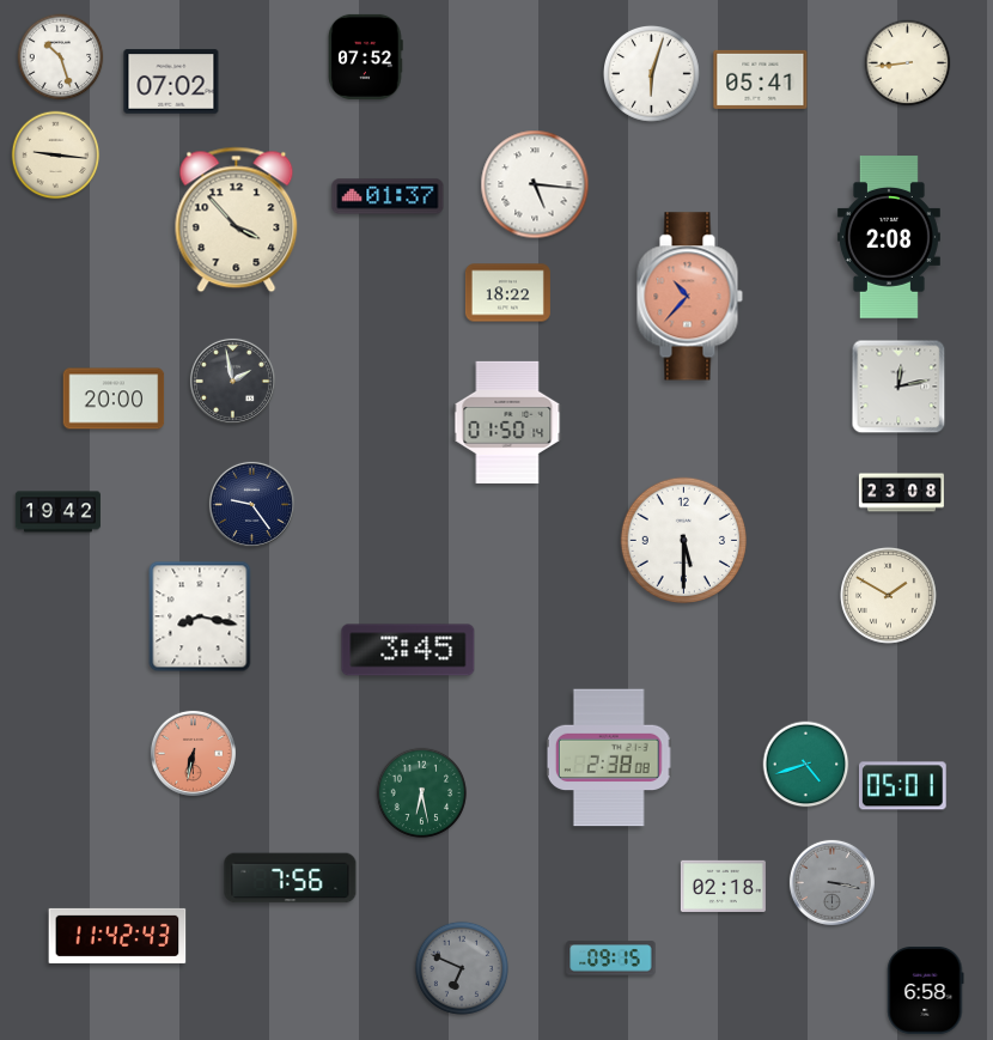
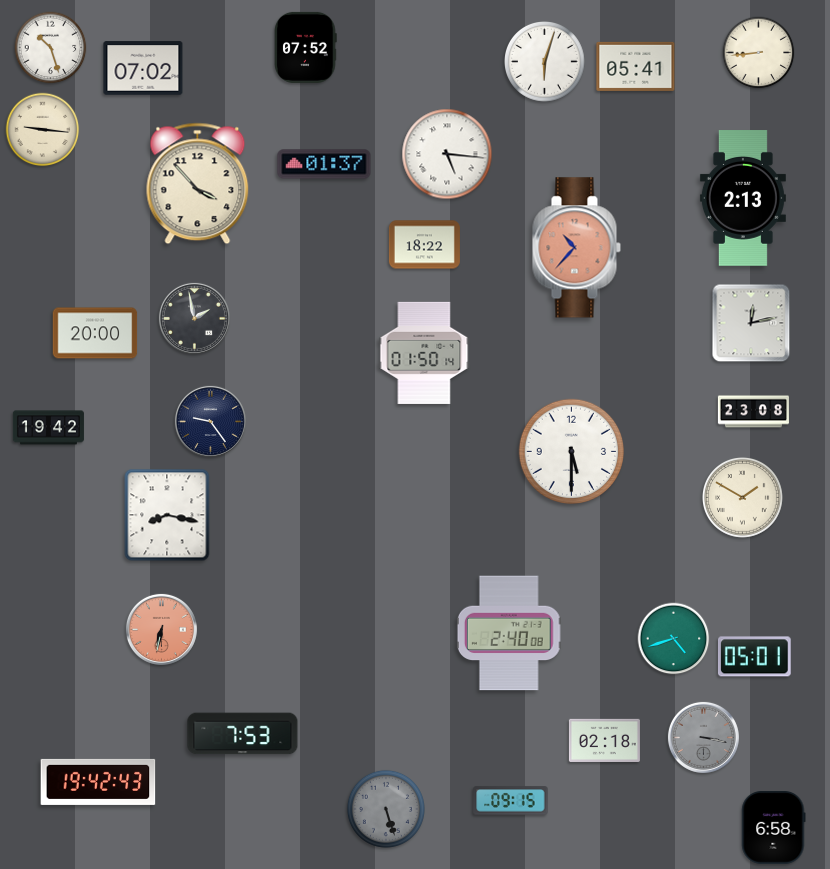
clock at (56, 156) position: (56, 156) -> (43, 130)
clock at (889, 238): 2:08 -> 2:13
clock at (408, 650): 3:45 -> none
clock at (609, 758): 2:38 -> 2:40
clock at (422, 793): 6:28 -> none
clock at (291, 878): 7:56 -> 7:53
clock at (831, 882) position: (831, 882) -> (703, 737)
clock at (117, 936): 11:42 -> 19:42
clock at (462, 968): 6:49 -> 5:27
